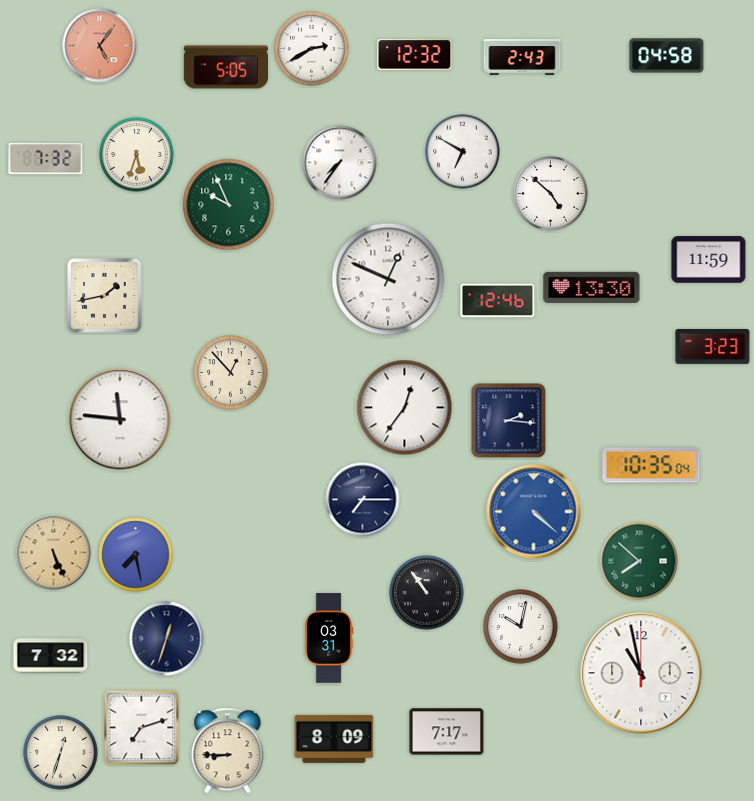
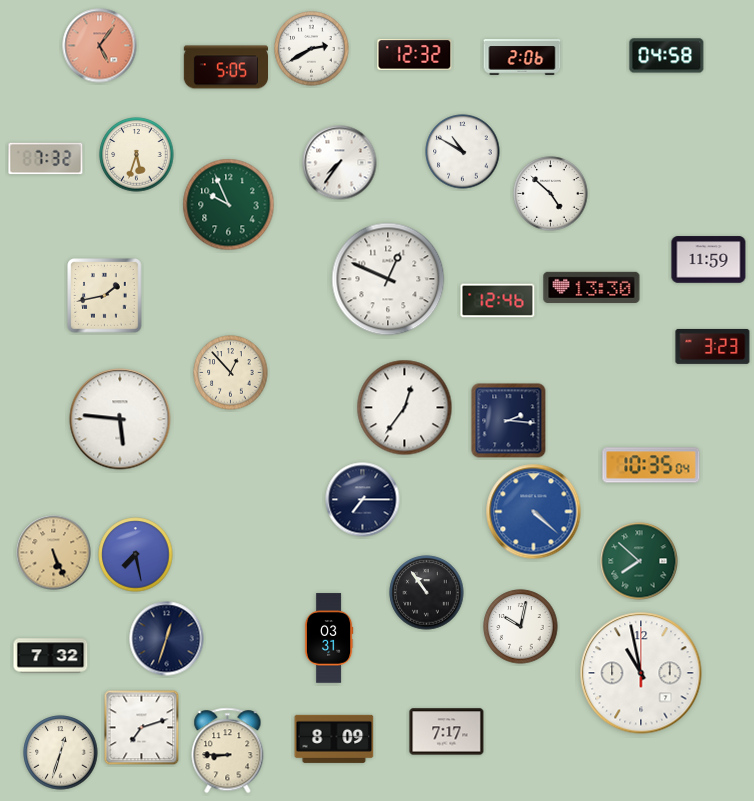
clock at (522, 57): 2:43 -> 2:06
clock at (463, 152): 6:50 -> 10:50
clock at (120, 419): 11:46 -> 5:46
